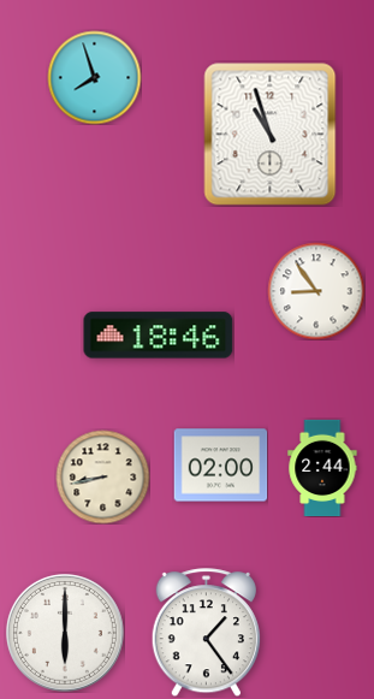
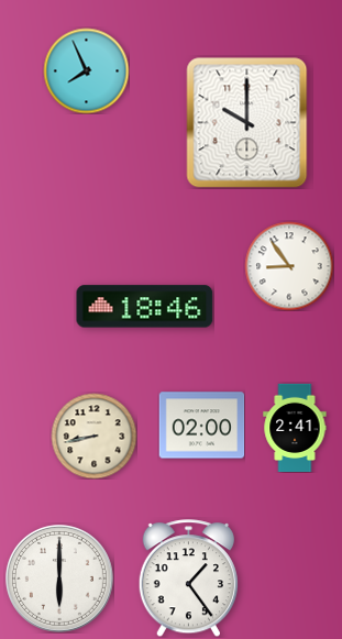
clock at (94, 77): 7:57 -> 7:56
clock at (271, 135): 10:57 -> 10:00
clock at (322, 468): 2:44 -> 2:41
